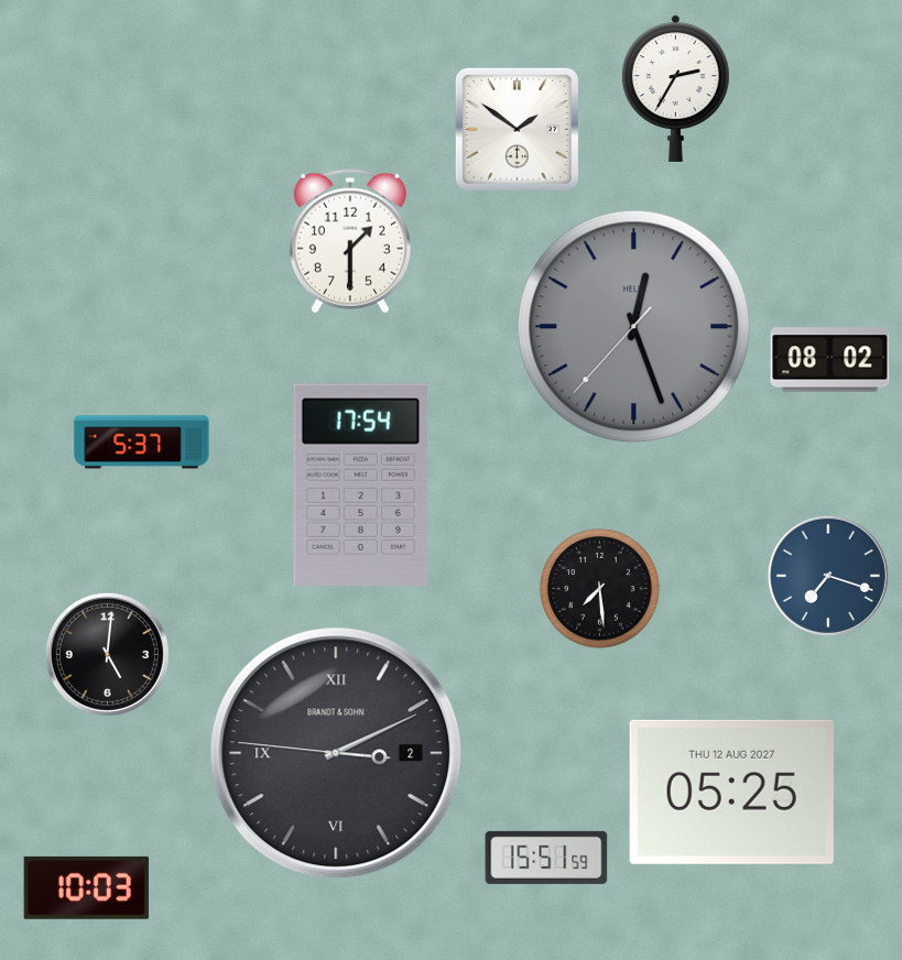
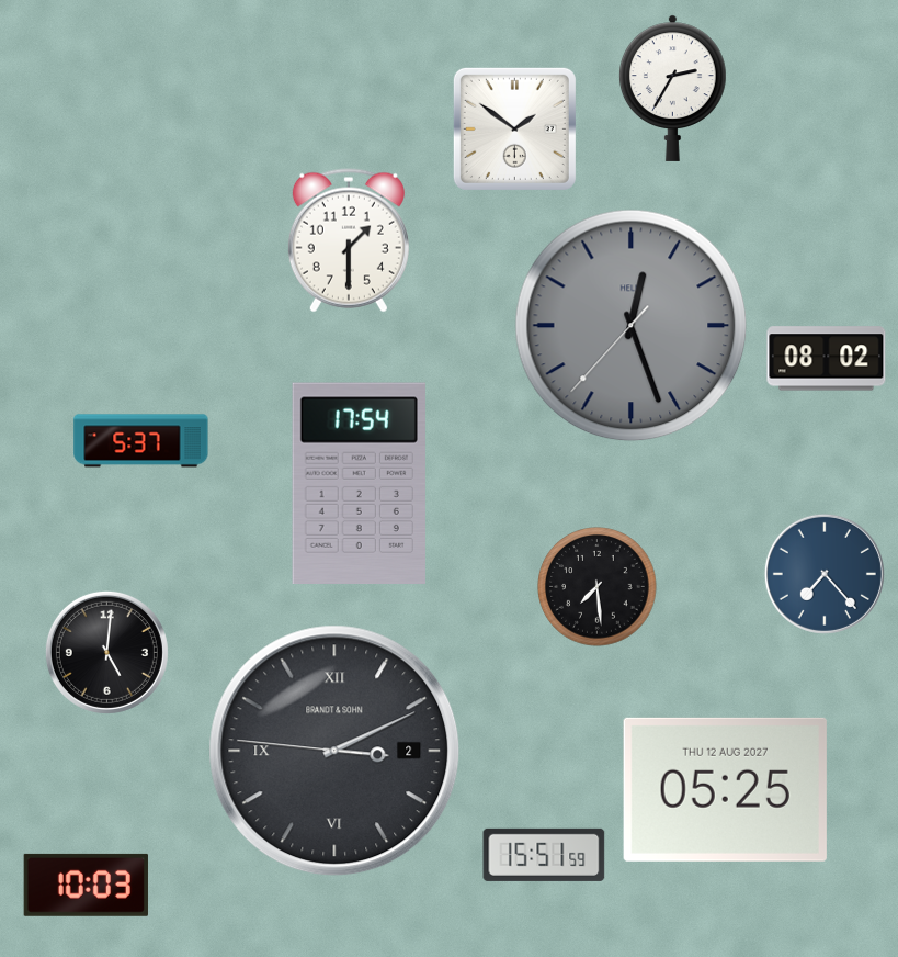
clock at (828, 576): 7:18 -> 7:23
clock at (731, 792) position: (731, 792) -> (725, 789)
